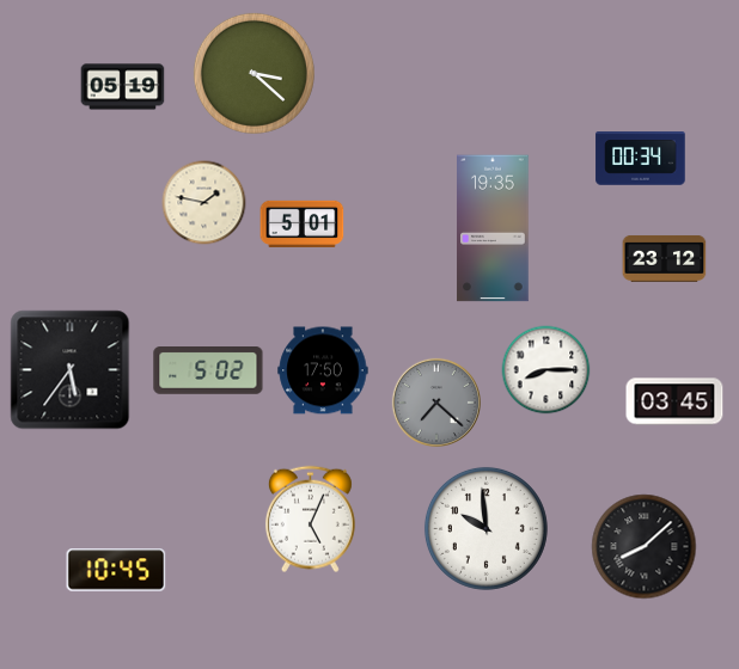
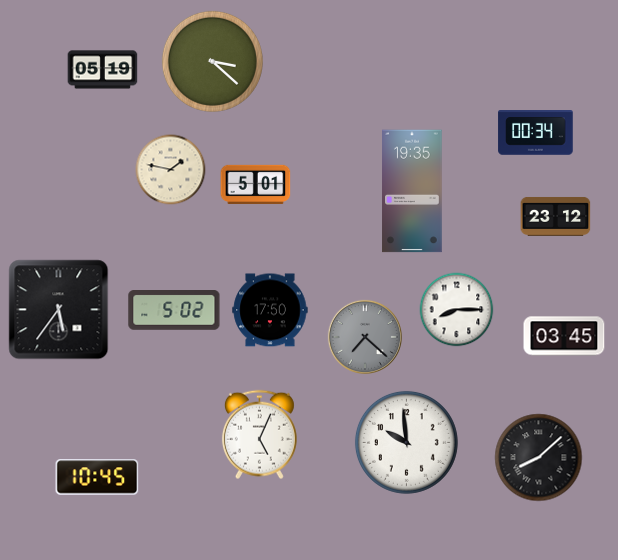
clock at (123, 87) position: (123, 87) -> (103, 70)
clock at (303, 223) position: (303, 223) -> (256, 184)
